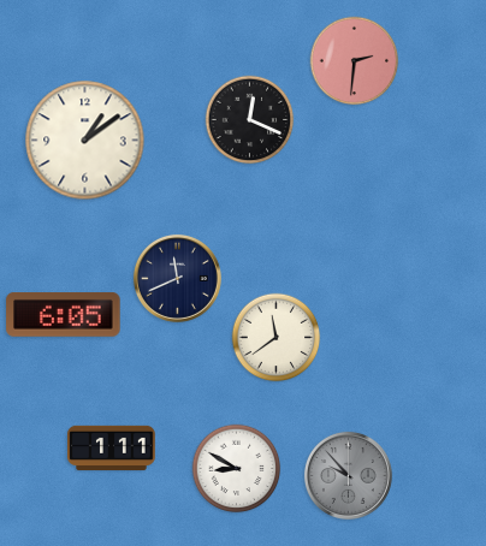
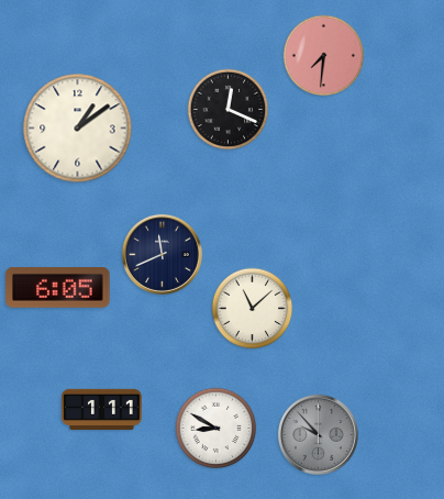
clock at (355, 61): 2:31 -> 7:31
clock at (277, 338): 11:39 -> 11:08
